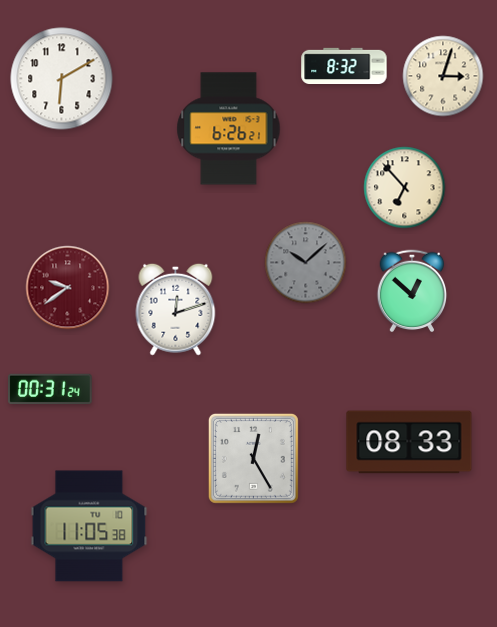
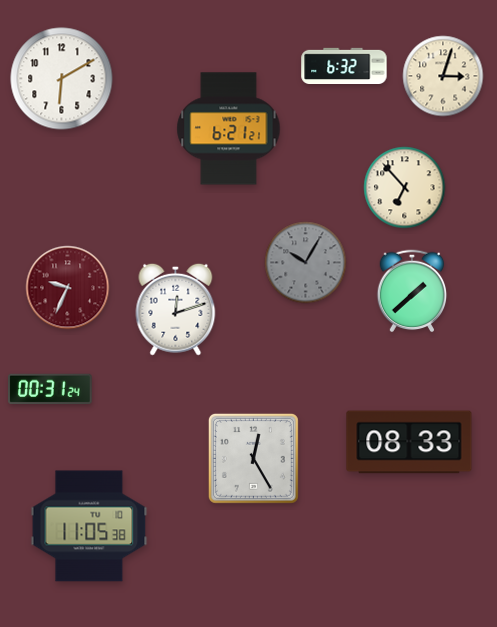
clock at (344, 65): 8:32 -> 6:32
clock at (229, 129): 6:26 -> 6:21
clock at (306, 263): 10:08 -> 10:05
clock at (68, 288): 9:39 -> 9:34
clock at (412, 291): 12:52 -> 1:38
